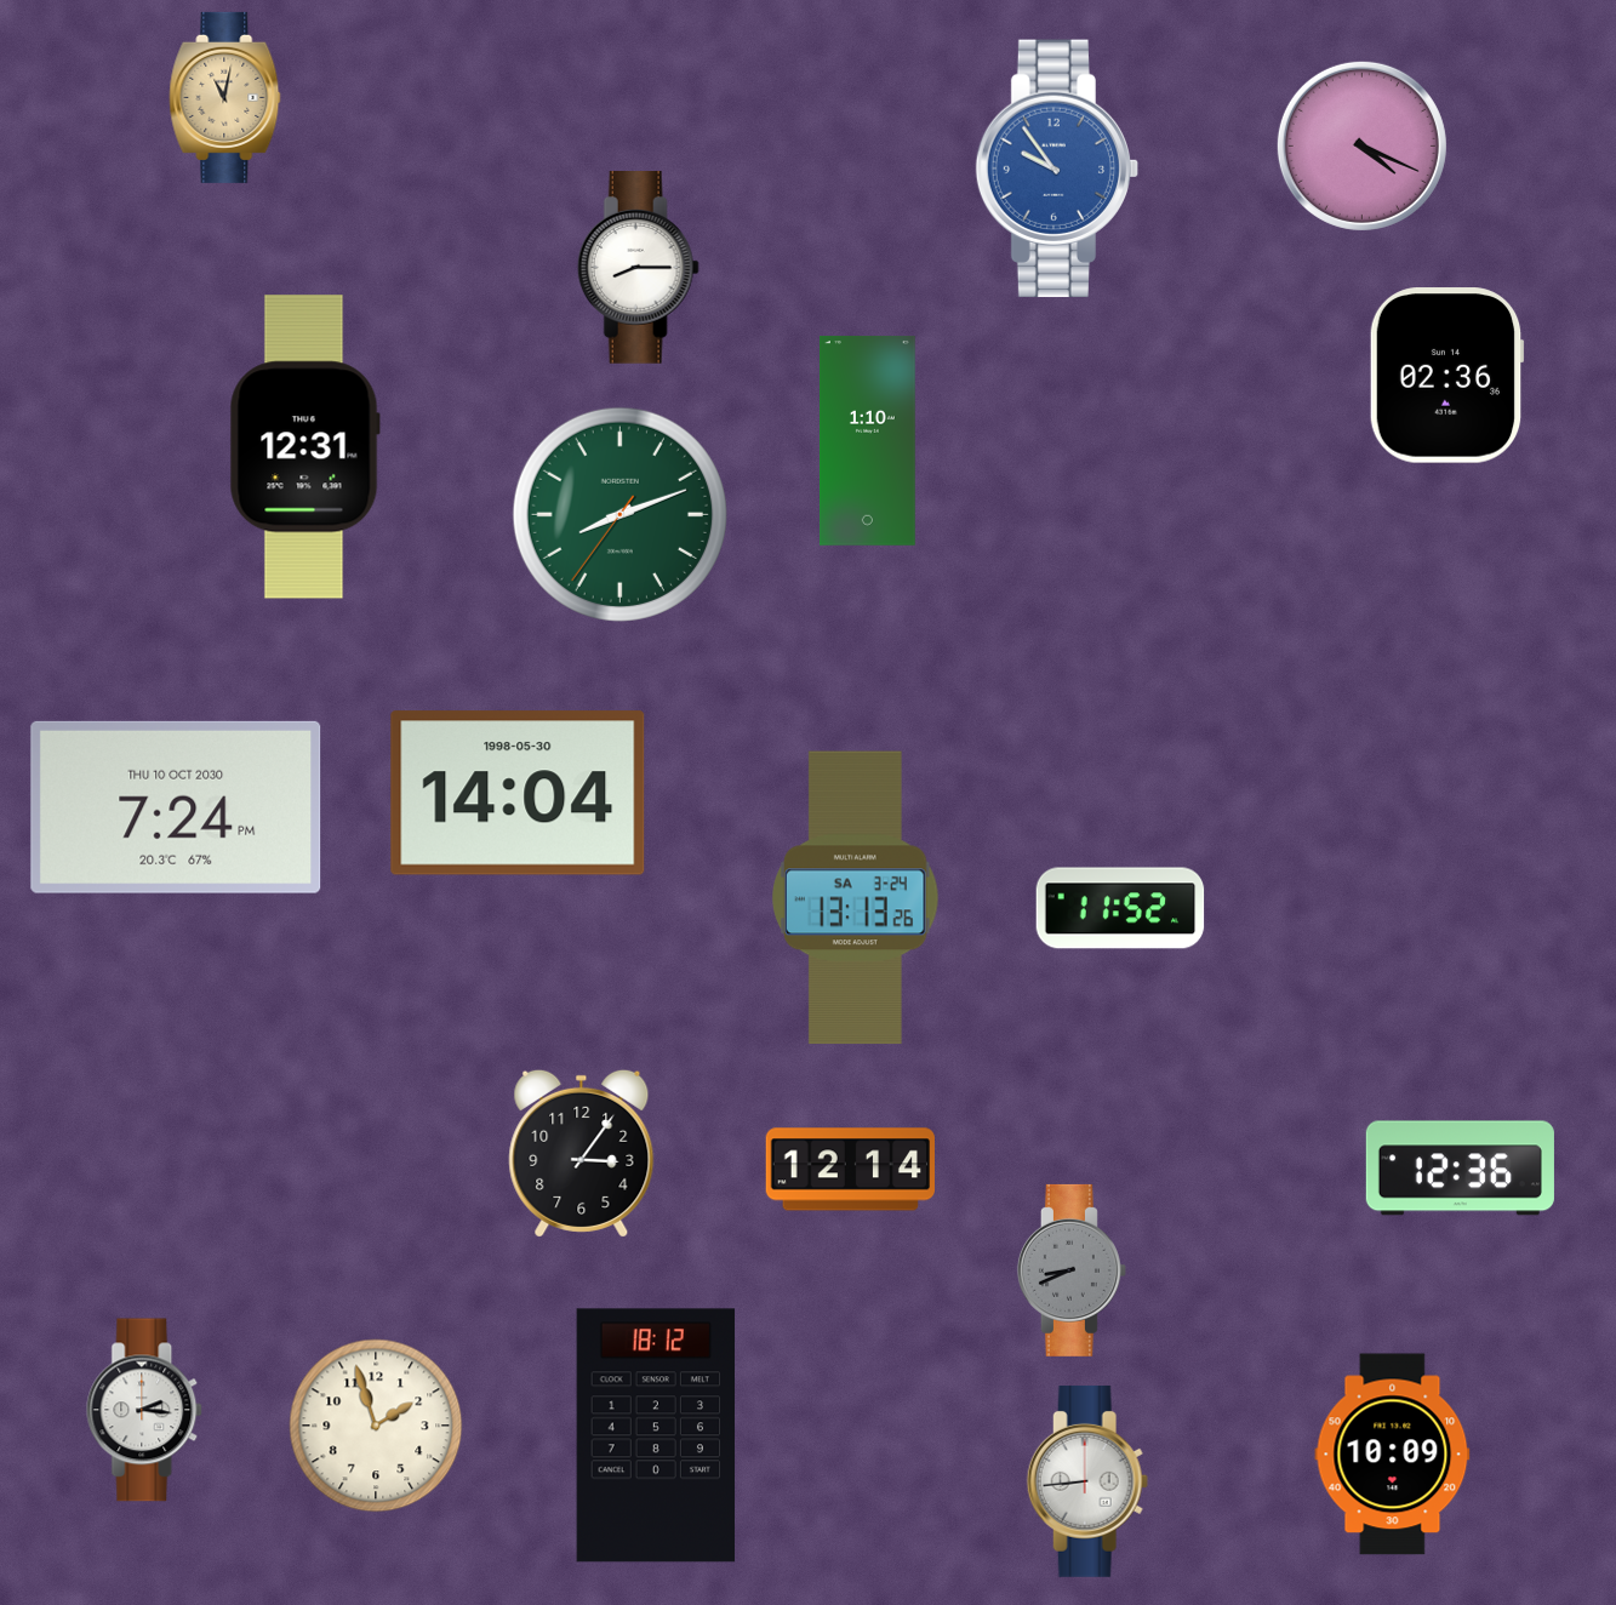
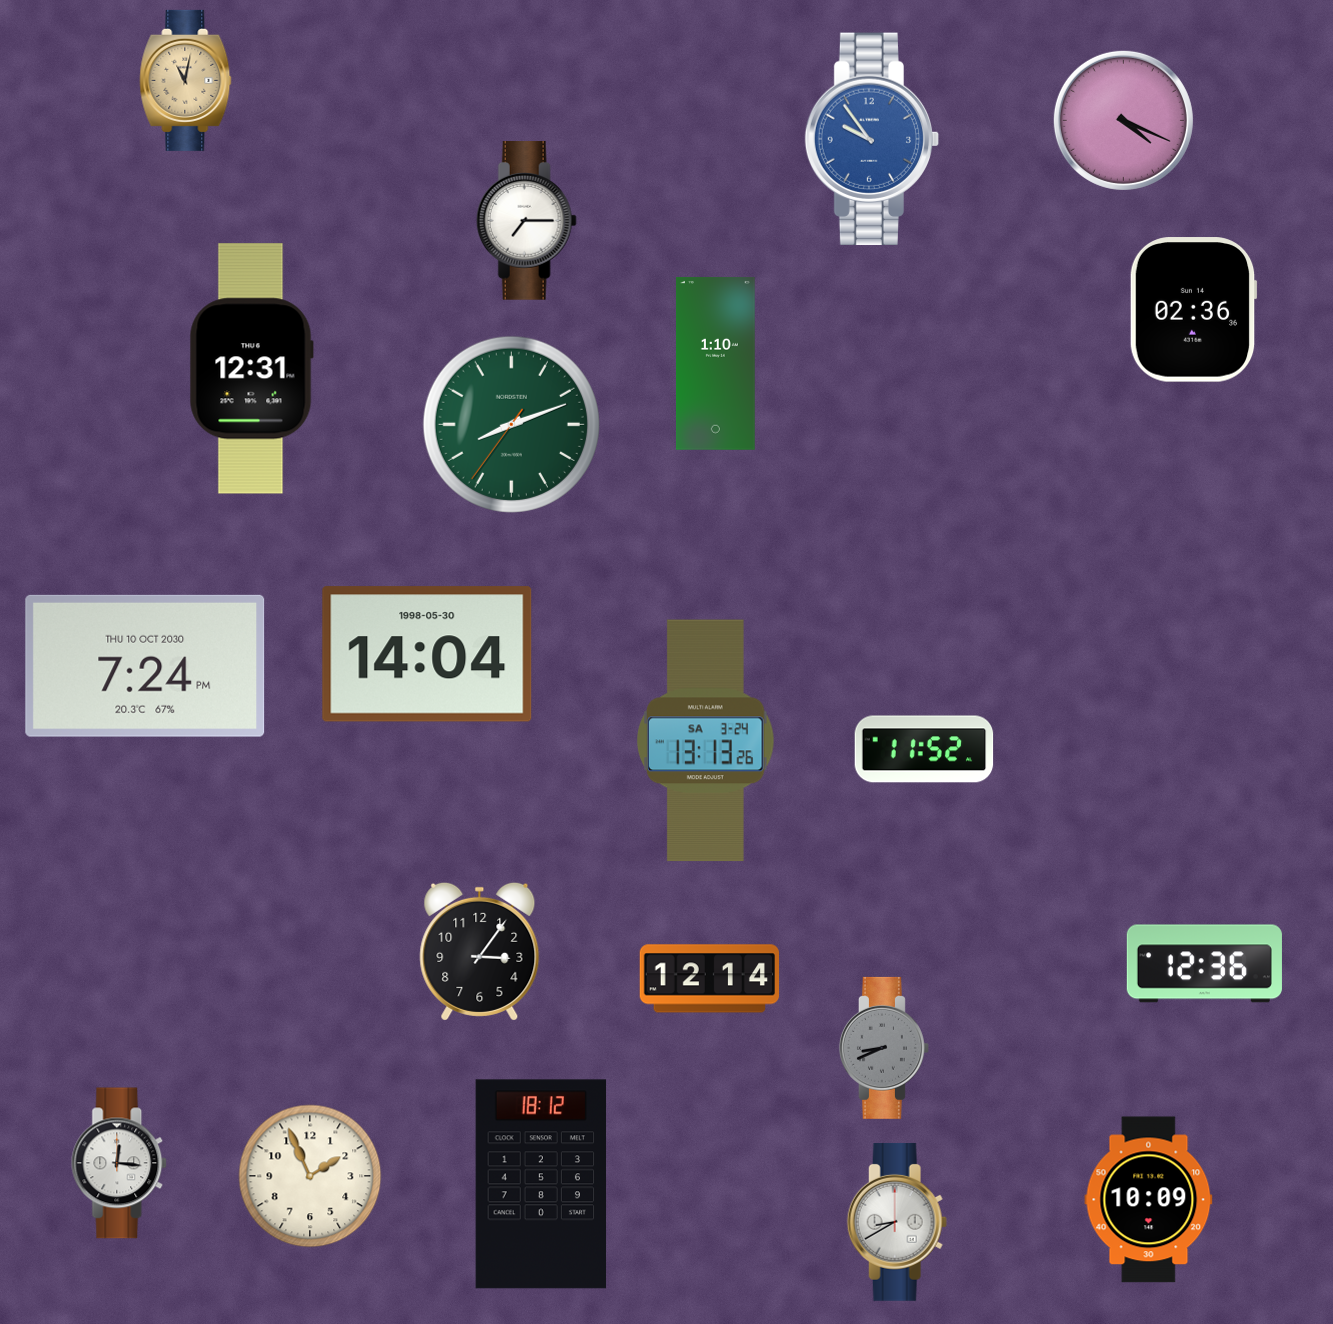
clock at (638, 268): 8:15 -> 7:15
clock at (850, 1170) position: (850, 1170) -> (709, 979)
clock at (145, 1410): 2:16 -> 12:16
clock at (376, 1426): 1:57 -> 1:56
clock at (1087, 1481): 8:44 -> 8:40
